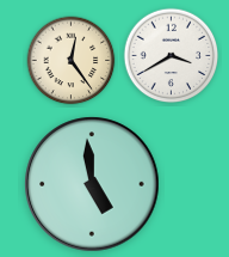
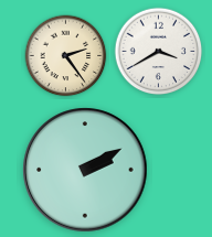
clock at (72, 61): 12:24 -> 2:24
clock at (92, 184): 4:59 -> 2:10
